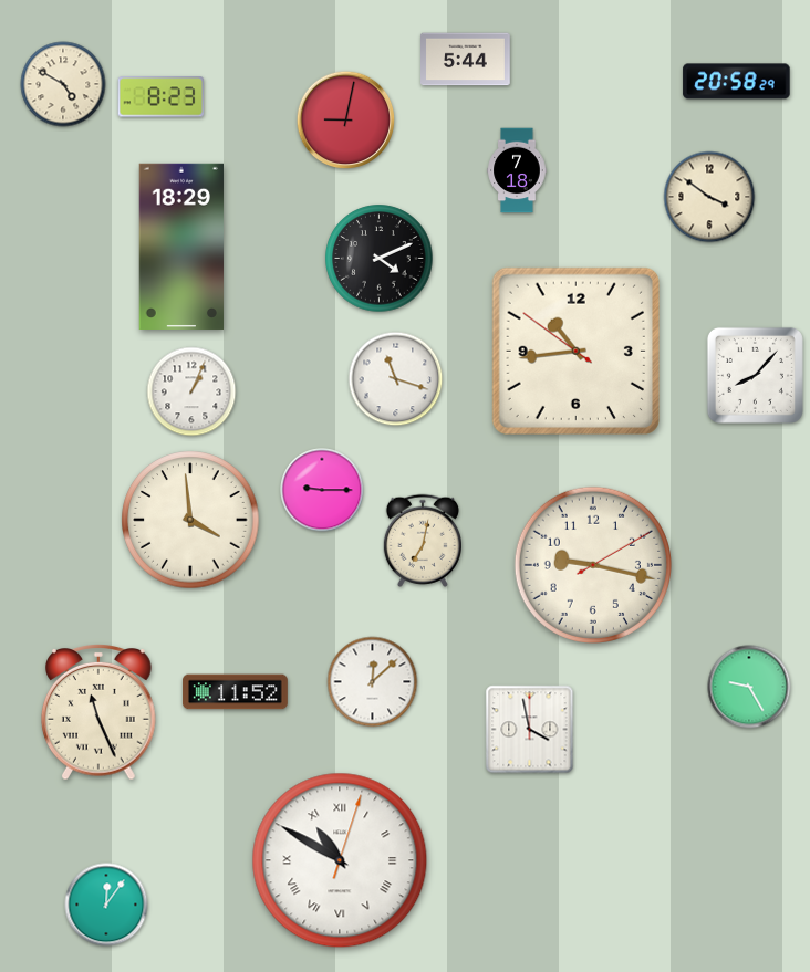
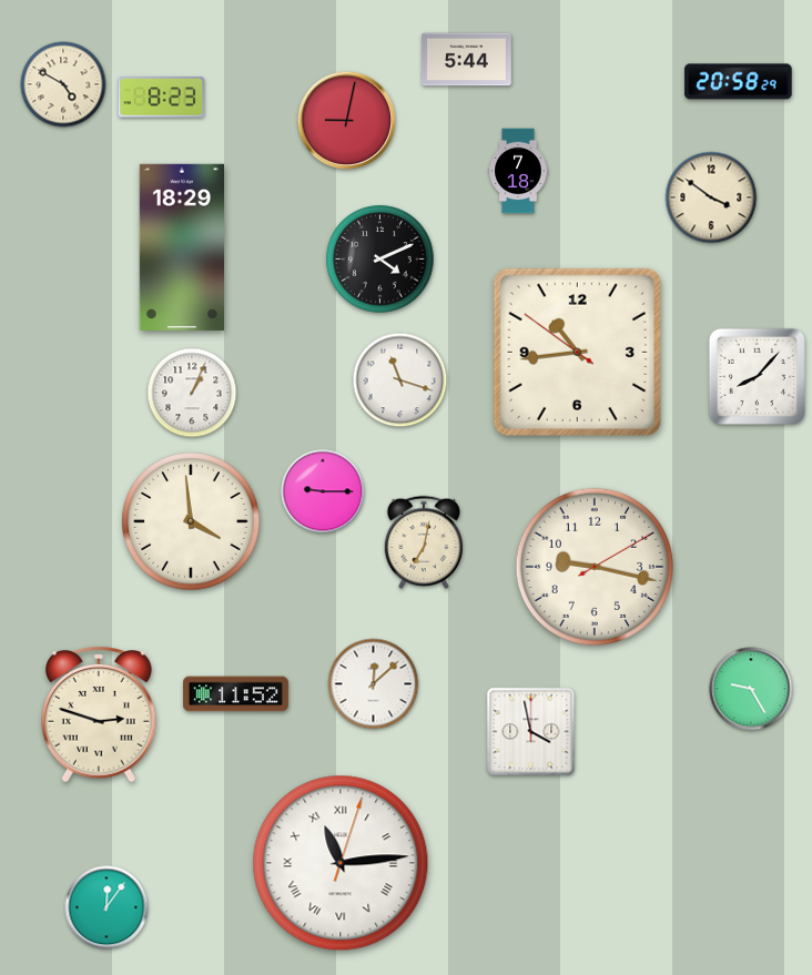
clock at (396, 379) position: (396, 379) -> (400, 380)
clock at (100, 713): 11:26 -> 2:48
clock at (340, 860): 10:50 -> 11:14
